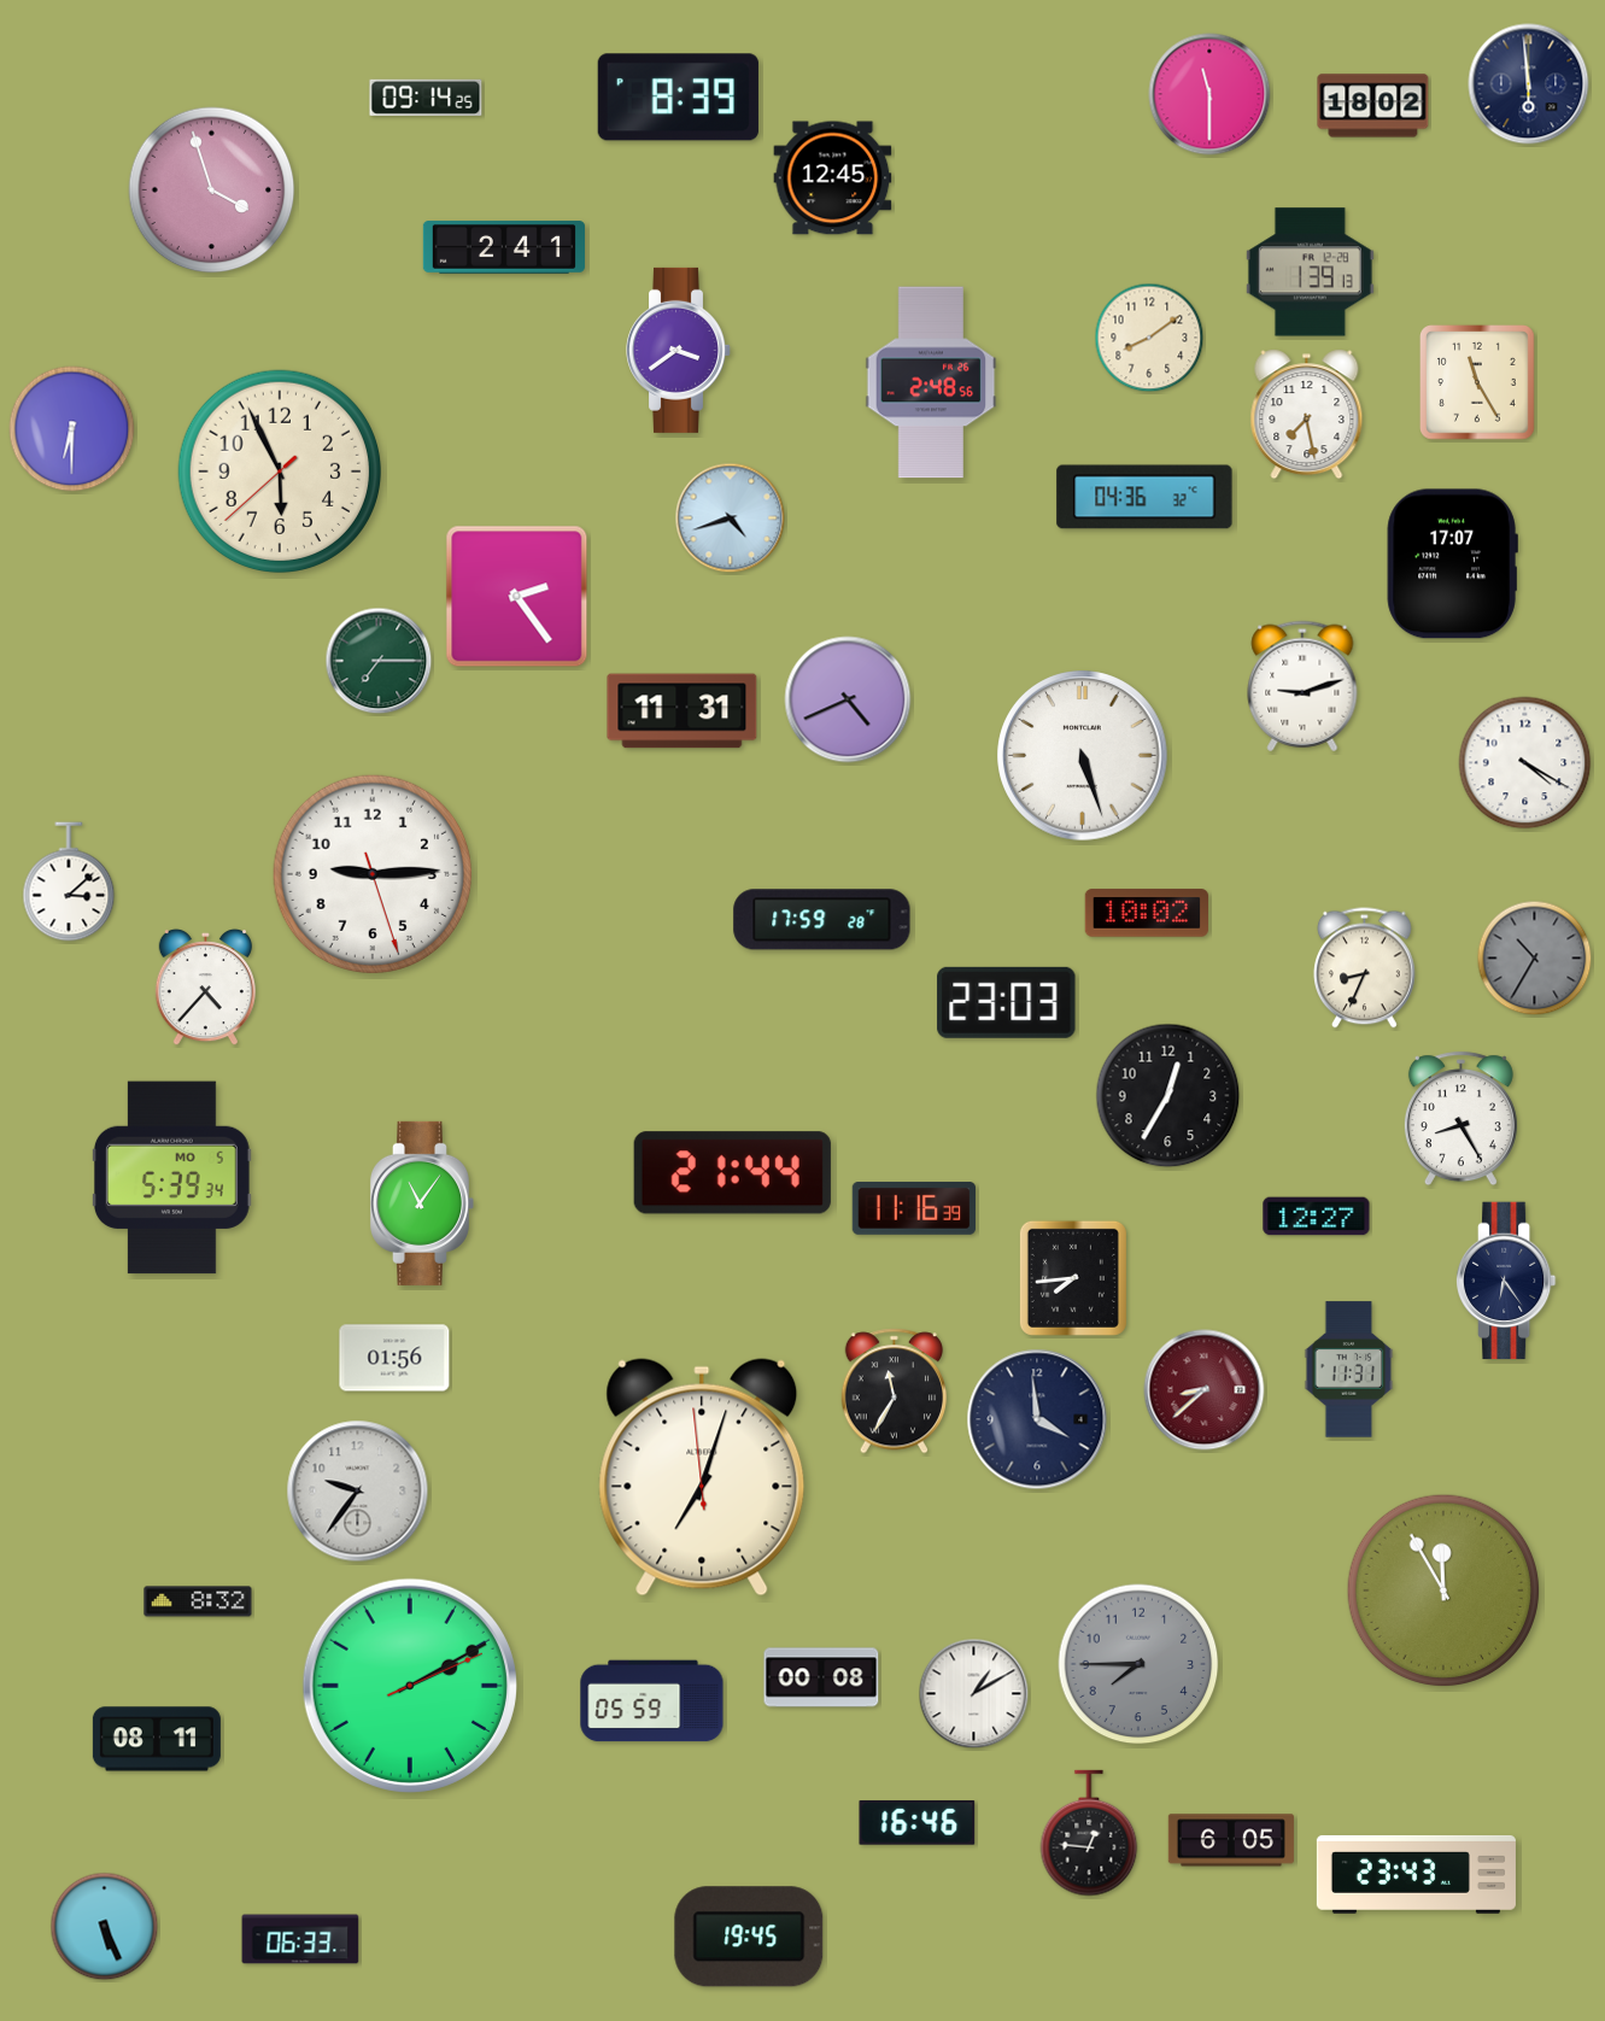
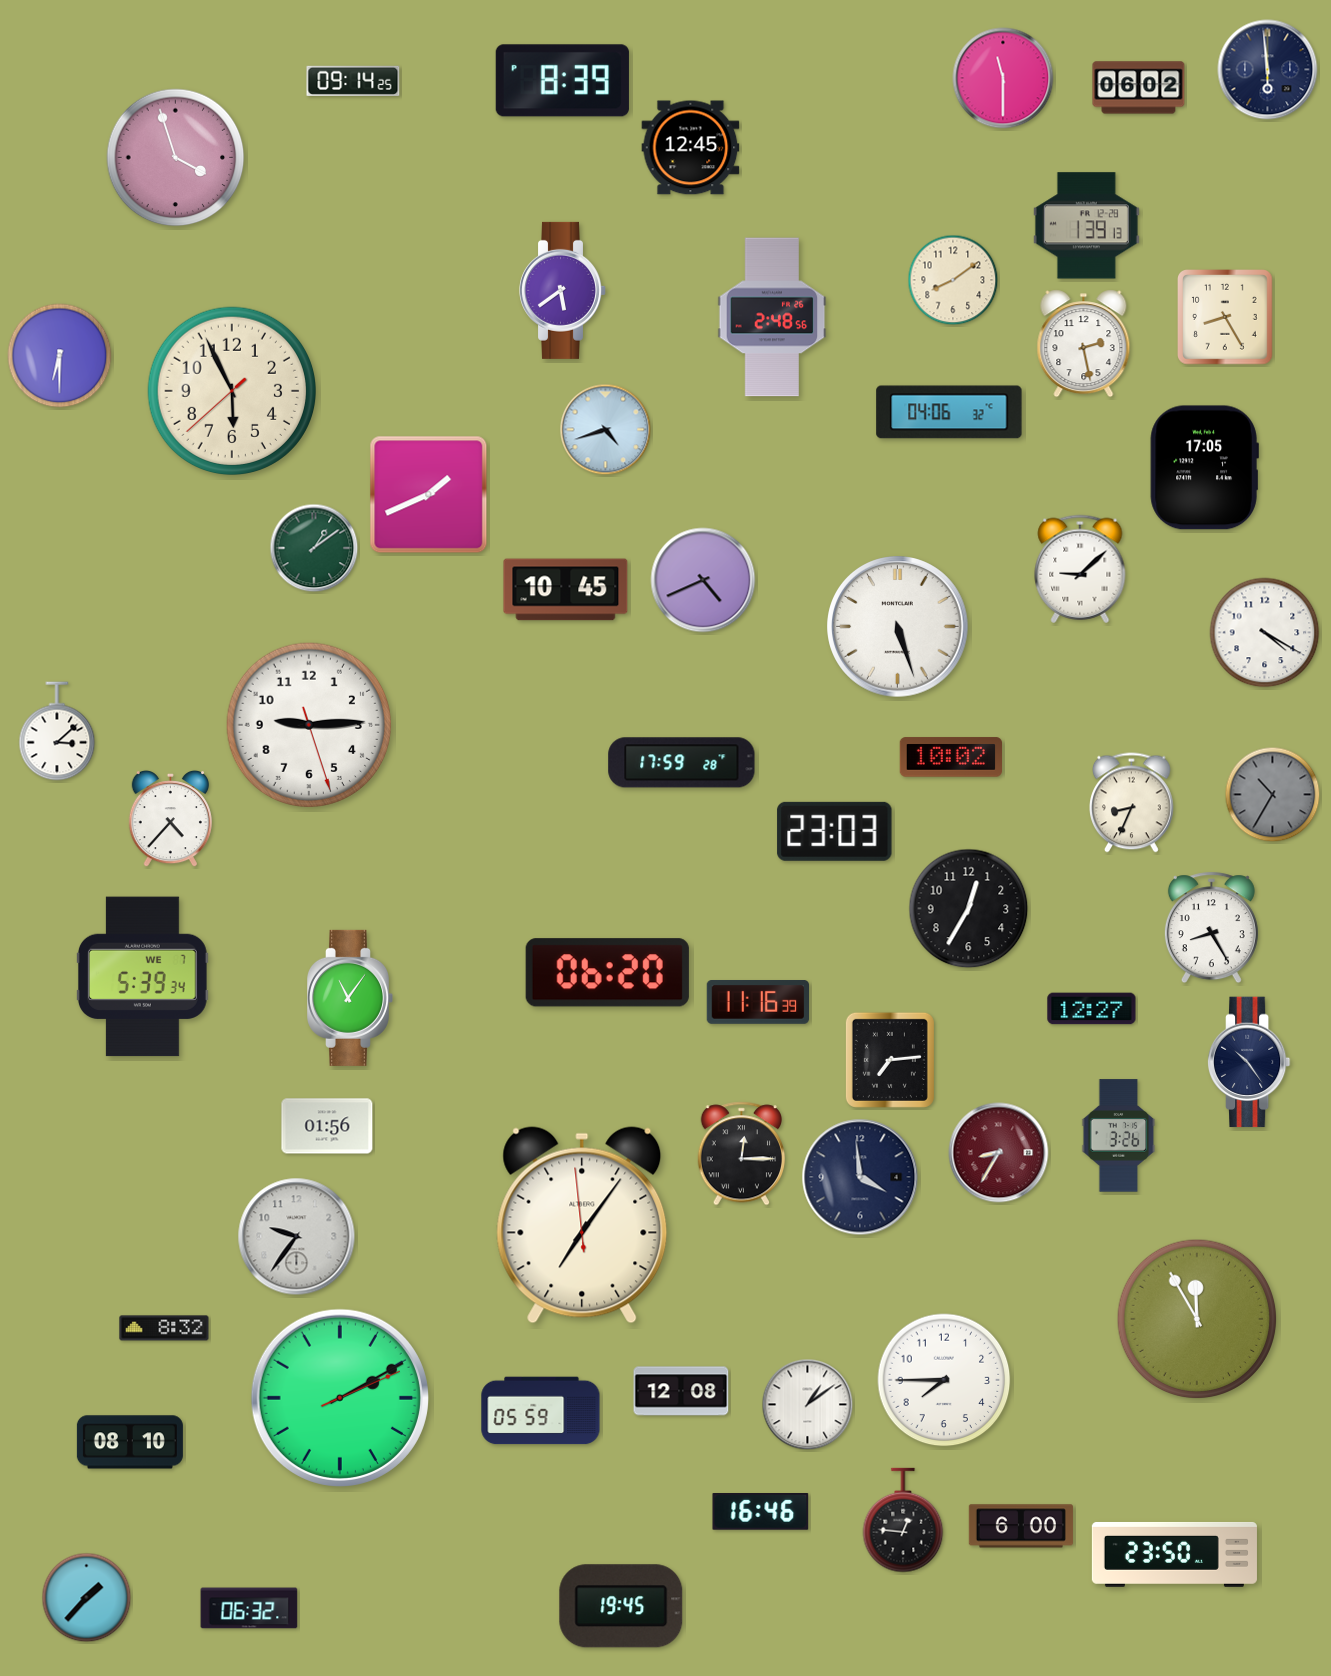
clock at (1373, 106): 18:02 -> 06:02
clock at (504, 247): 2:41 -> none
clock at (679, 350): 3:39 -> 5:39
clock at (1478, 383): 11:25 -> 8:25
clock at (1307, 415): 7:28 -> 2:28
clock at (1144, 497): 04:36 -> 04:06
clock at (1452, 564): 17:07 -> 17:05
clock at (517, 597): 2:24 -> 1:41
clock at (379, 661): 7:15 -> 1:09
clock at (1302, 686): 9:12 -> 9:08
clock at (683, 711): 11:31 -> 10:45
clock at (732, 1173): 21:44 -> 06:20
clock at (172, 1178) date: MO 5 -> WE 7
clock at (1073, 1278): 7:44 -> 7:14
clock at (1506, 1281): 6:24 -> 10:24
clock at (1349, 1370): 11:31 -> 3:26
clock at (1205, 1390): 8:38 -> 8:35
clock at (894, 1392): 11:35 -> 12:15
clock at (702, 1477): 7:02 -> 7:05
clock at (1138, 1664) dial: grey -> white
clock at (821, 1677): 00:08 -> 12:08
clock at (974, 1694): 1:10 -> 1:09
clock at (157, 1739): 08:11 -> 08:10
clock at (1231, 1840): 6:05 -> 6:00
clock at (1416, 1874): 23:43 -> 23:50
clock at (105, 1927): 5:26 -> 1:37
clock at (300, 1939): 06:33 -> 06:32
